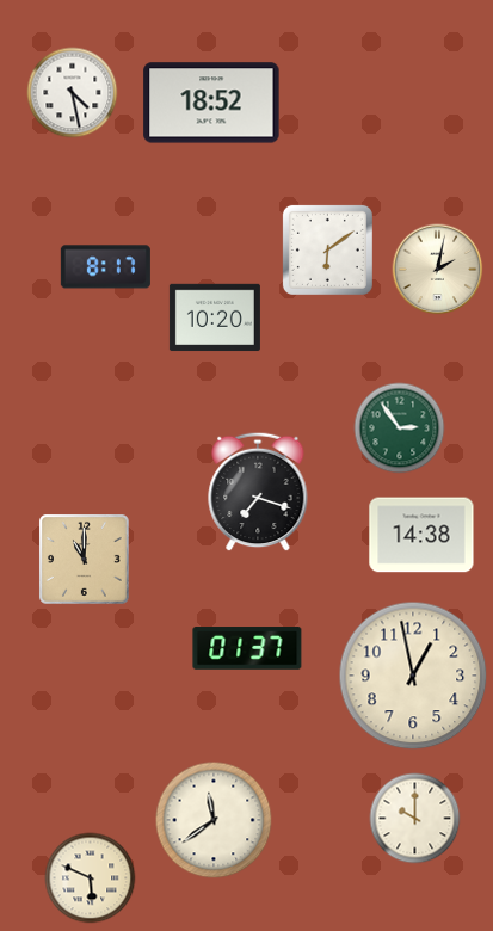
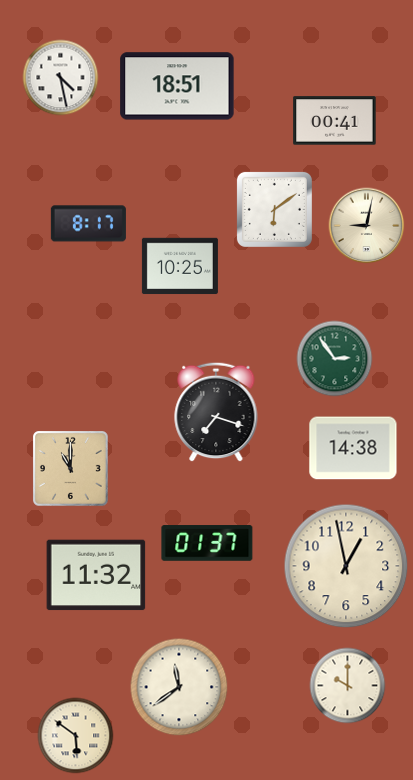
clock at (211, 103): 18:52 -> 18:51
clock at (335, 121): none -> 00:41
clock at (438, 270): 2:02 -> 9:02
clock at (215, 317): 10:20 -> 10:25
clock at (96, 575): none -> 11:32
clock at (91, 878): 5:49 -> 5:51
